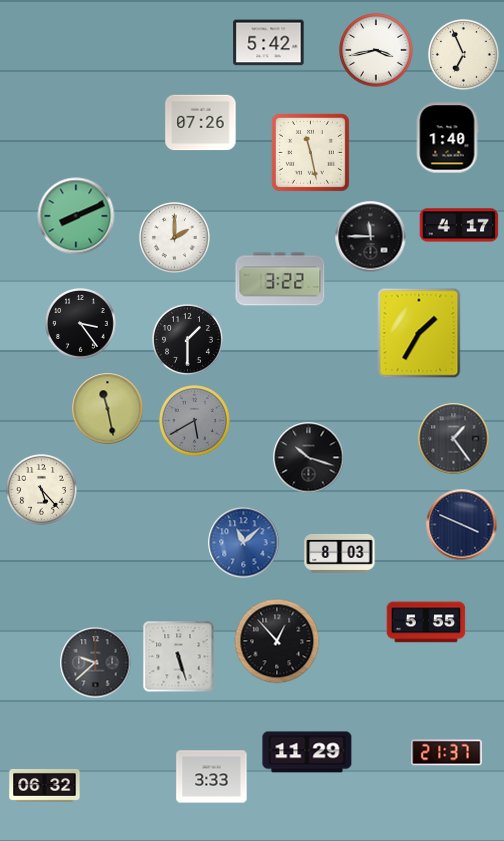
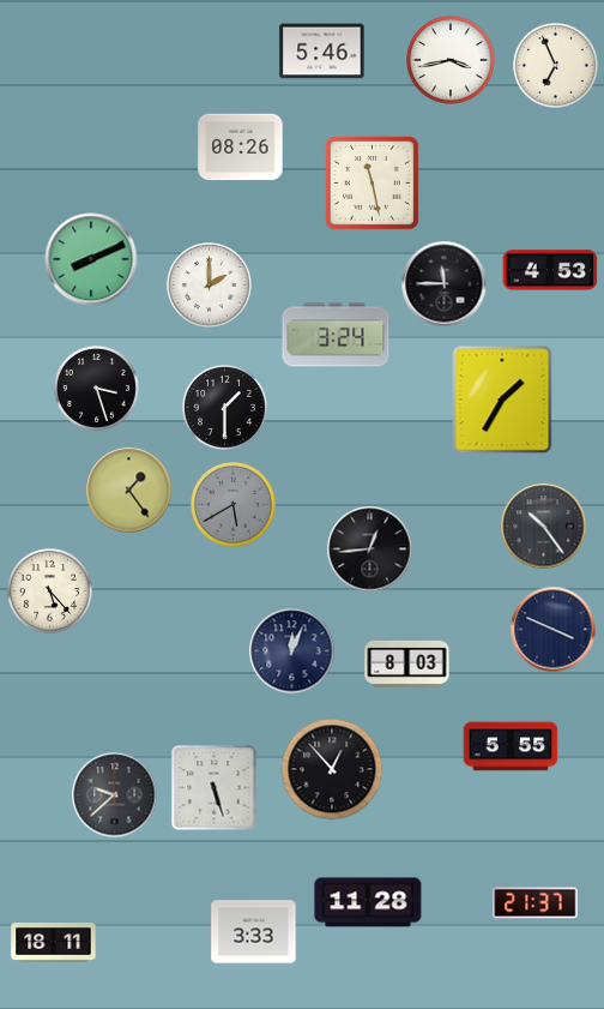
clock at (269, 43): 5:42 -> 5:46
clock at (201, 123): 07:26 -> 08:26
clock at (447, 138): 1:40 -> none
clock at (459, 225): 4:17 -> 4:53
clock at (280, 279): 3:22 -> 3:24
clock at (81, 324): 3:24 -> 3:27
clock at (108, 409): 11:28 -> 1:24
clock at (454, 439): 1:24 -> 10:24
clock at (309, 458): 10:18 -> 12:44
clock at (42, 490) position: (42, 490) -> (50, 591)
clock at (244, 543): 11:08 -> 12:04
clock at (244, 543) dial: blue -> navy
clock at (307, 752): 11:29 -> 11:28
clock at (45, 786): 06:32 -> 18:11
